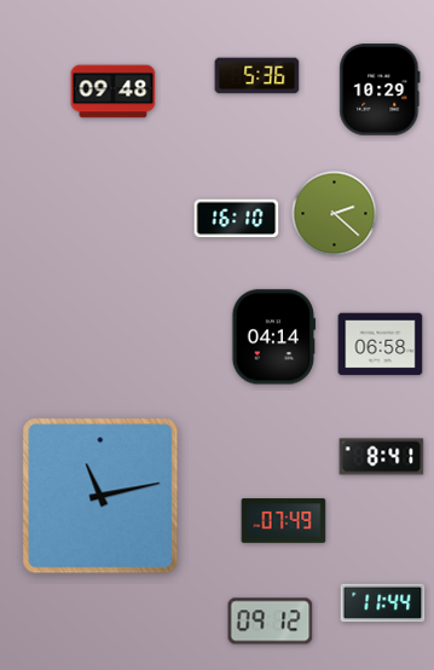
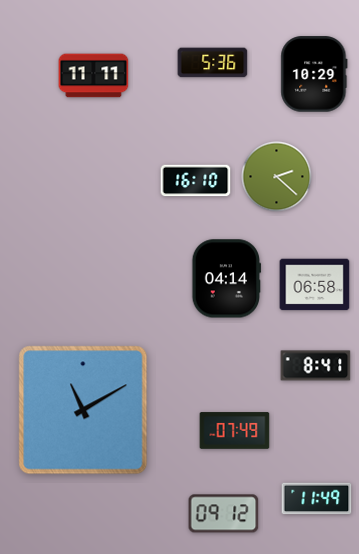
clock at (114, 92): 09:48 -> 11:11
clock at (382, 457) position: (382, 457) -> (316, 366)
clock at (100, 496): 11:13 -> 11:10
clock at (383, 603): 11:44 -> 11:49
